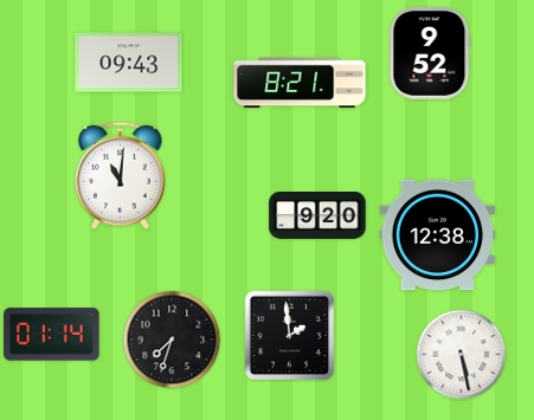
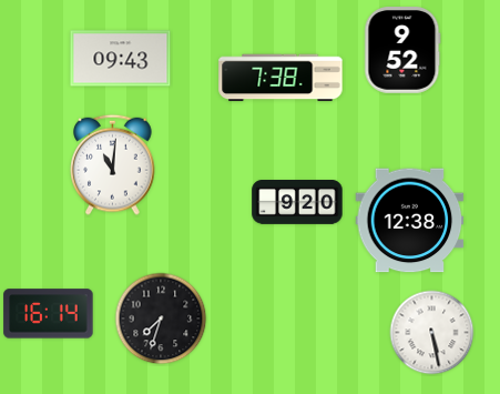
clock at (300, 83): 8:21 -> 7:38
clock at (52, 335): 01:14 -> 16:14
clock at (290, 336): 1:59 -> none
